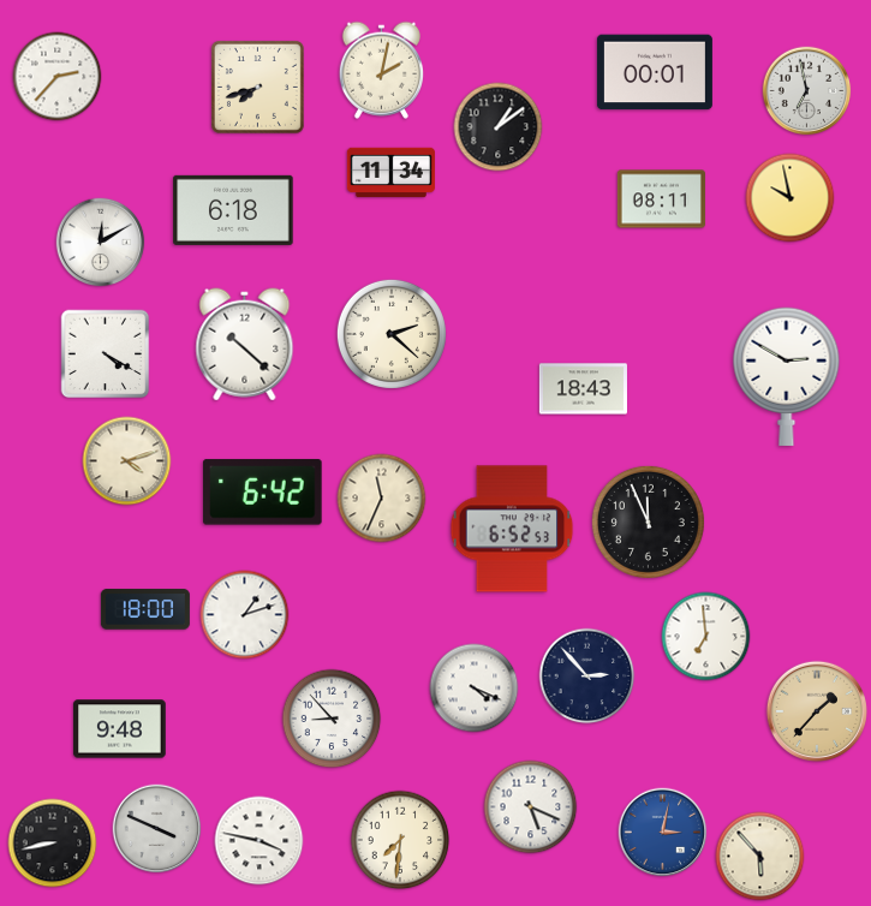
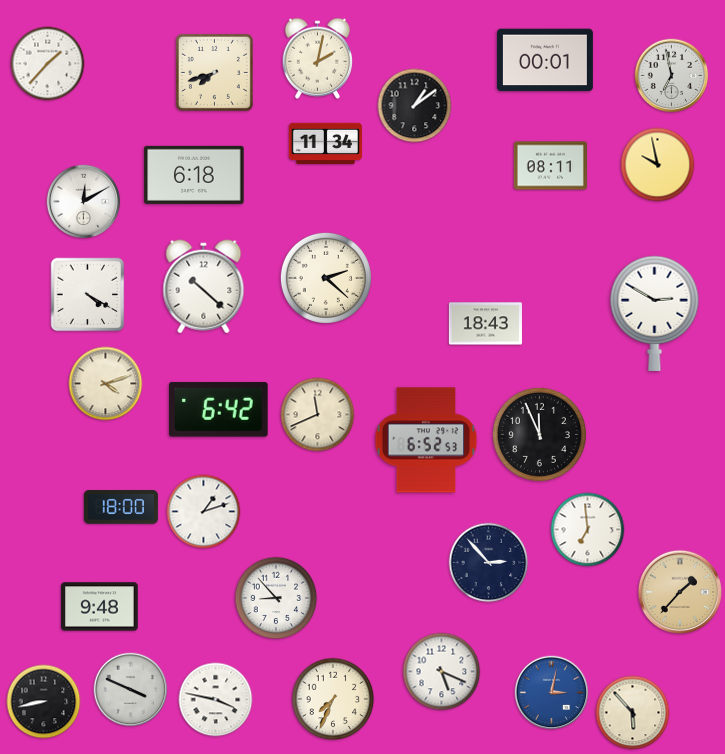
clock at (58, 77): 2:37 -> 1:37
clock at (382, 499): 11:34 -> 11:41
clock at (475, 689): 4:19 -> none
clock at (400, 840): 7:31 -> 7:34
